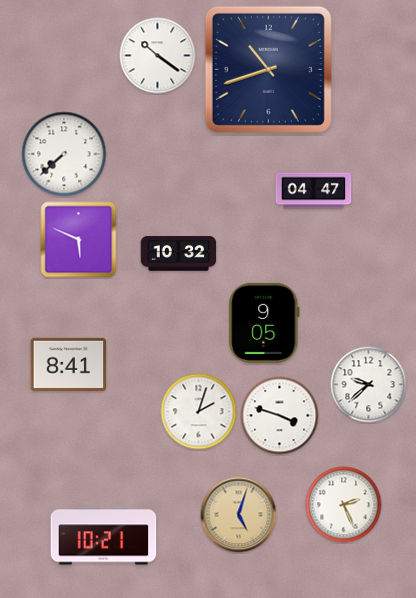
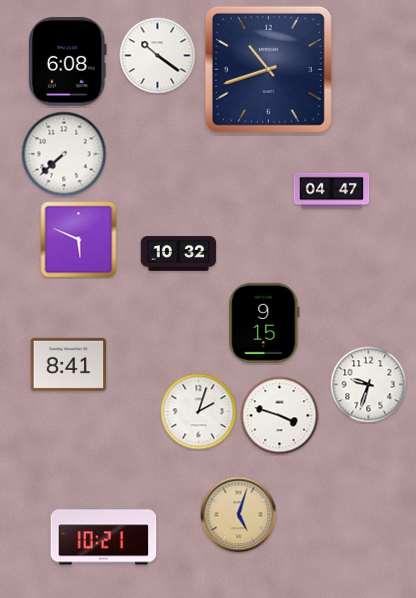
clock at (68, 62): none -> 6:08
clock at (314, 191) position: (314, 191) -> (332, 191)
clock at (264, 323): 9:05 -> 9:15
clock at (369, 385): 9:38 -> 9:33
clock at (344, 505): 2:26 -> none
